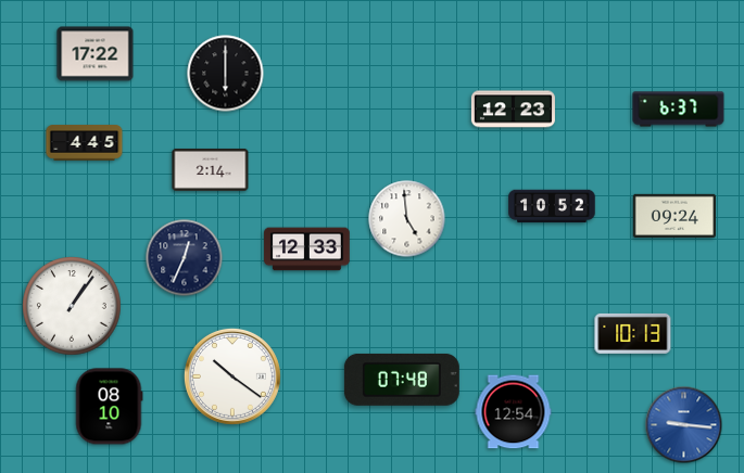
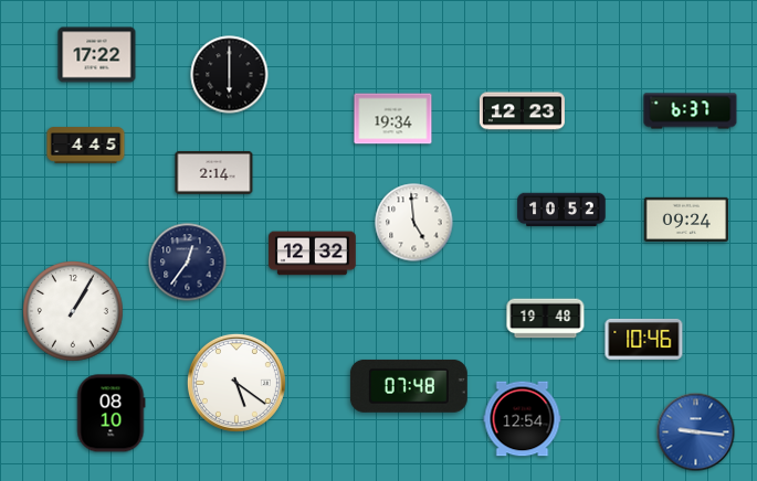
clock at (393, 119): none -> 19:34
clock at (307, 250): 12:33 -> 12:32
clock at (185, 258): 12:34 -> 12:36
clock at (72, 306): 1:06 -> 1:05
clock at (546, 319): none -> 19:48
clock at (633, 333): 10:13 -> 10:46
clock at (232, 376): 10:21 -> 5:21
